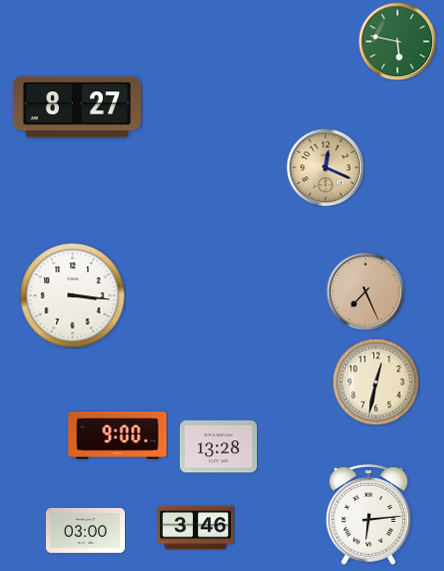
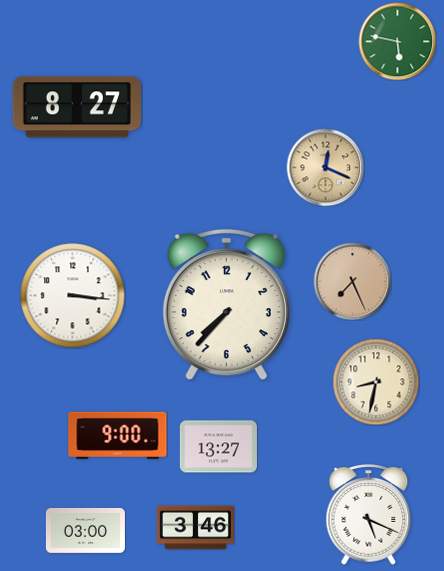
clock at (365, 291) position: (365, 291) -> (352, 281)
clock at (226, 305): none -> 7:37
clock at (376, 382): 12:32 -> 8:32
clock at (218, 447): 13:28 -> 13:27
clock at (369, 515): 6:14 -> 5:19
